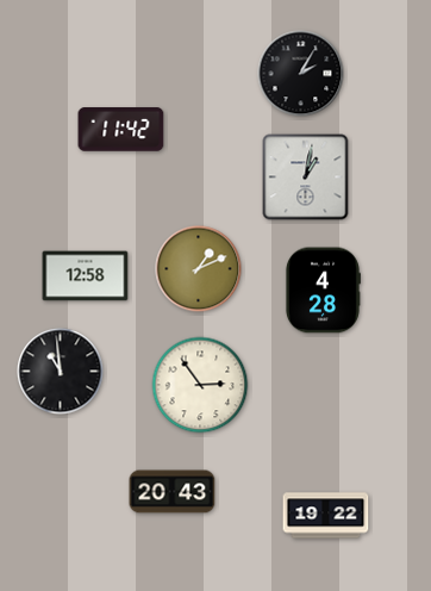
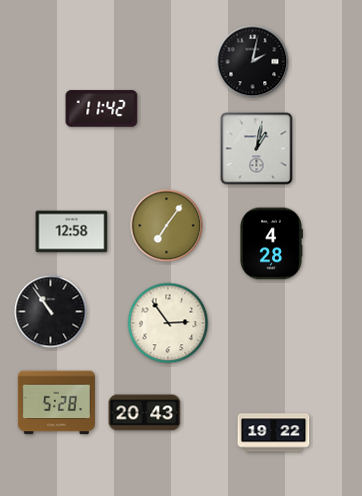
clock at (301, 74): 2:05 -> 2:02
clock at (199, 269): 1:11 -> 7:06
clock at (61, 372): 10:59 -> 10:54
clock at (56, 403): none -> 5:28
